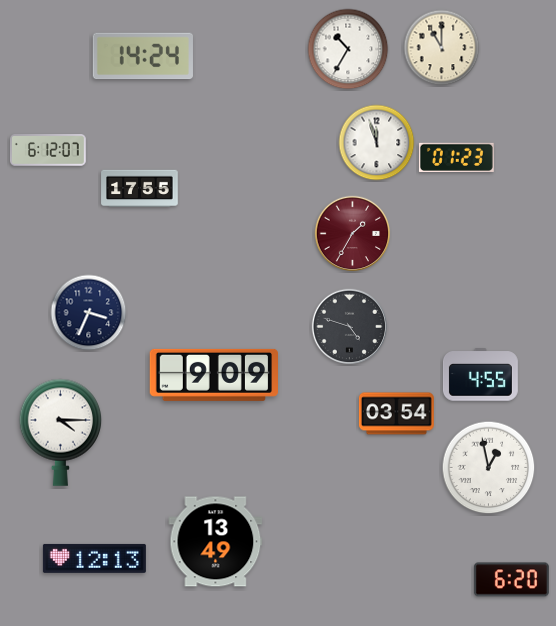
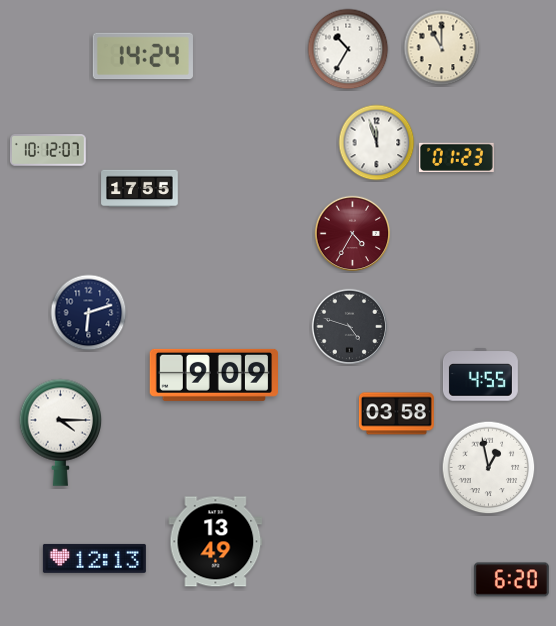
clock at (48, 151): 6:12 -> 10:12
clock at (353, 234): 1:35 -> 4:35
clock at (89, 313): 3:34 -> 6:12
clock at (396, 414): 03:54 -> 03:58
